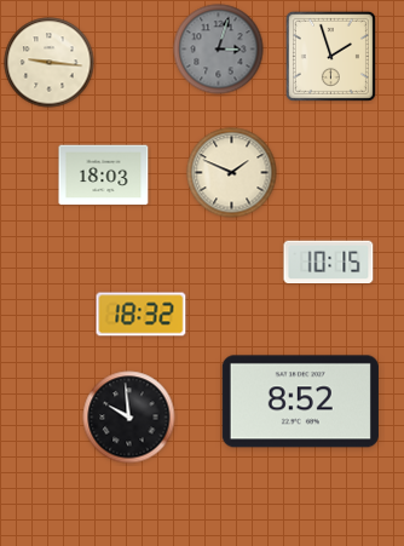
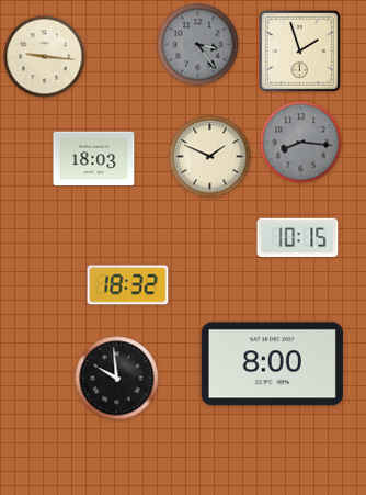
clock at (219, 50): 3:03 -> 3:24
clock at (301, 143): none -> 8:16
clock at (300, 402): 8:52 -> 8:00
